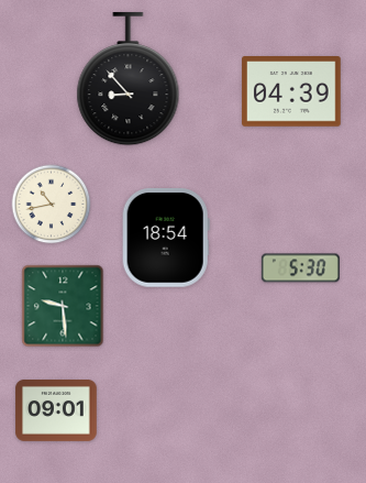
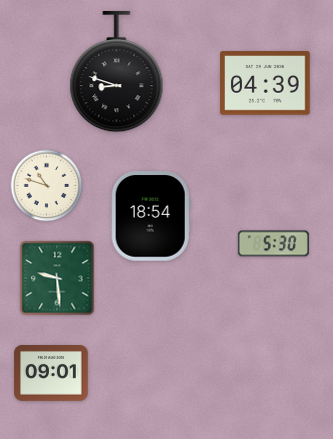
clock at (129, 79): 8:53 -> 8:48
clock at (52, 205): 10:43 -> 10:48
